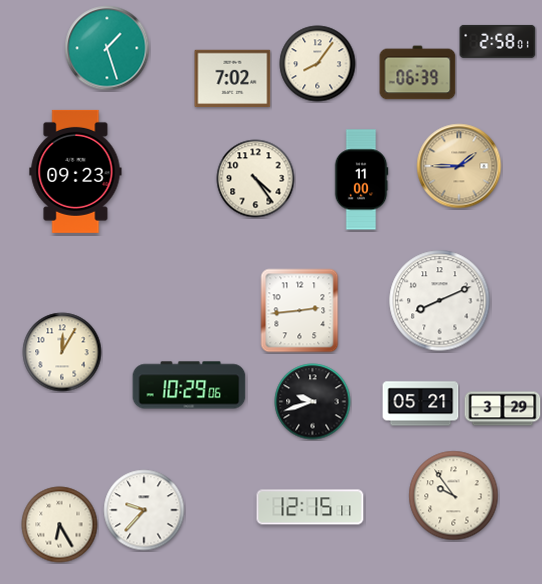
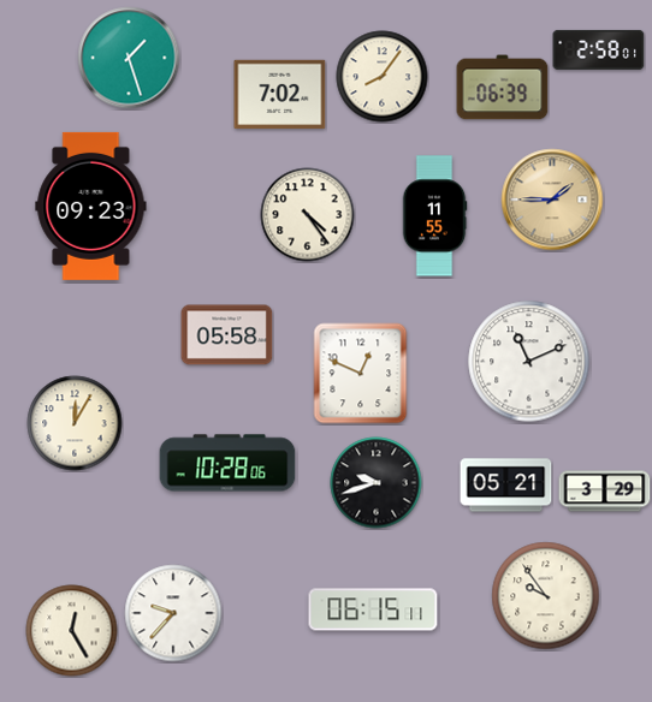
clock at (361, 180): 11:00 -> 11:55
clock at (227, 335): none -> 05:58
clock at (440, 301): 8:11 -> 11:11
clock at (300, 311): 2:44 -> 12:49
clock at (189, 385): 10:29 -> 10:28
clock at (310, 507): 12:15 -> 06:15
clock at (60, 525): 6:25 -> 12:25
